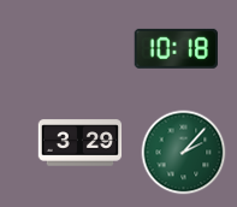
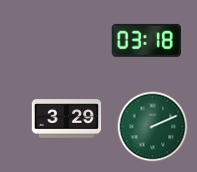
clock at (176, 48): 10:18 -> 03:18
clock at (184, 153): 2:07 -> 2:11
